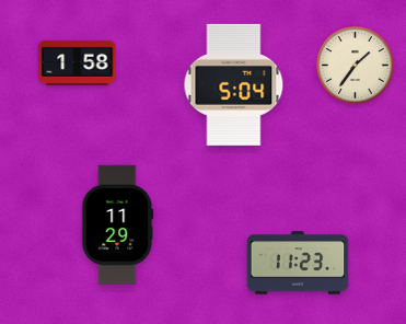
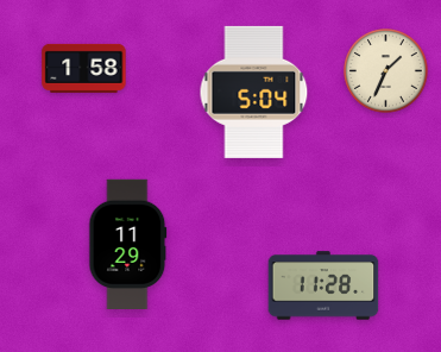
clock at (356, 66): 1:36 -> 1:34
clock at (298, 263): 11:23 -> 11:28
